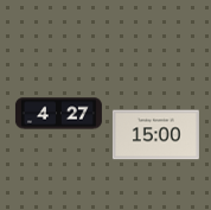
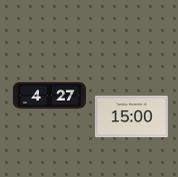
clock at (155, 135) position: (155, 135) -> (131, 117)
